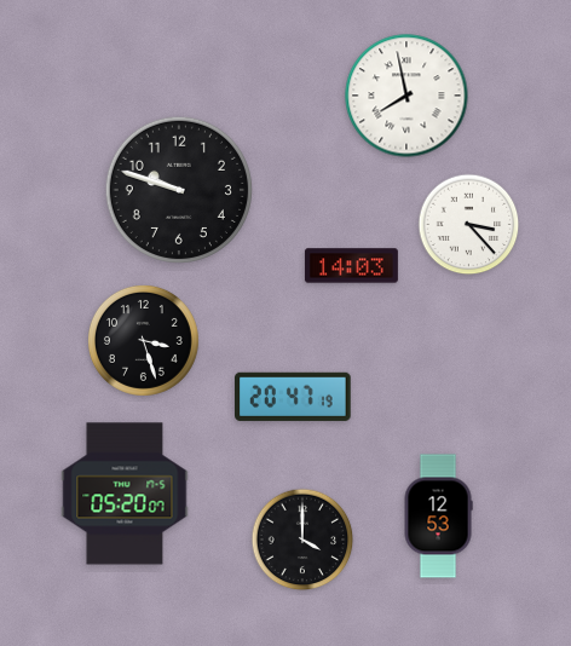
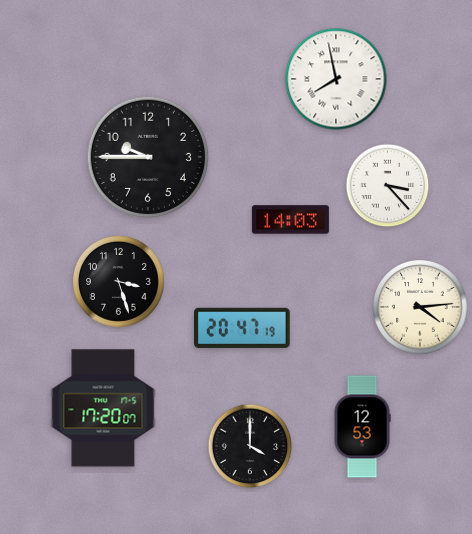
clock at (178, 189): 9:48 -> 9:45
clock at (420, 307): none -> 4:14
clock at (125, 494): 05:20 -> 17:20
